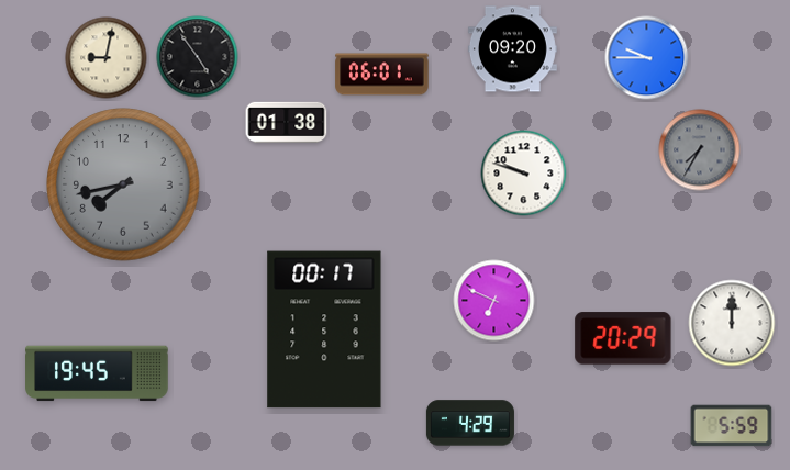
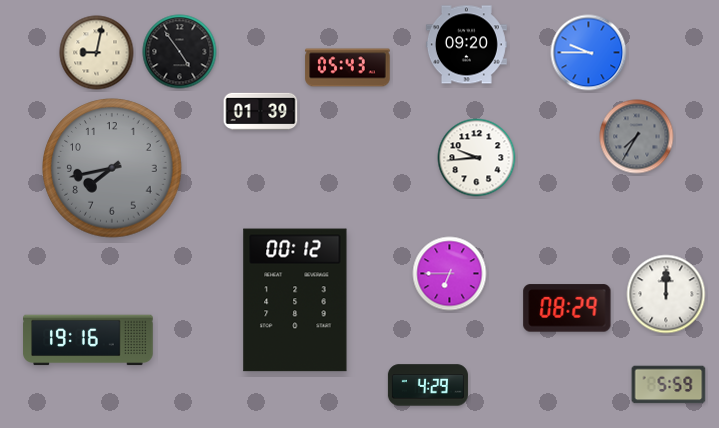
clock at (382, 75): 06:01 -> 05:43
clock at (287, 123): 01:38 -> 01:39
clock at (524, 174): 9:48 -> 9:44
clock at (494, 301): 6:49 -> 6:45
clock at (324, 329): 00:17 -> 00:12
clock at (623, 338): 20:29 -> 08:29
clock at (97, 373): 19:45 -> 19:16
clock at (732, 426) position: (732, 426) -> (669, 385)
